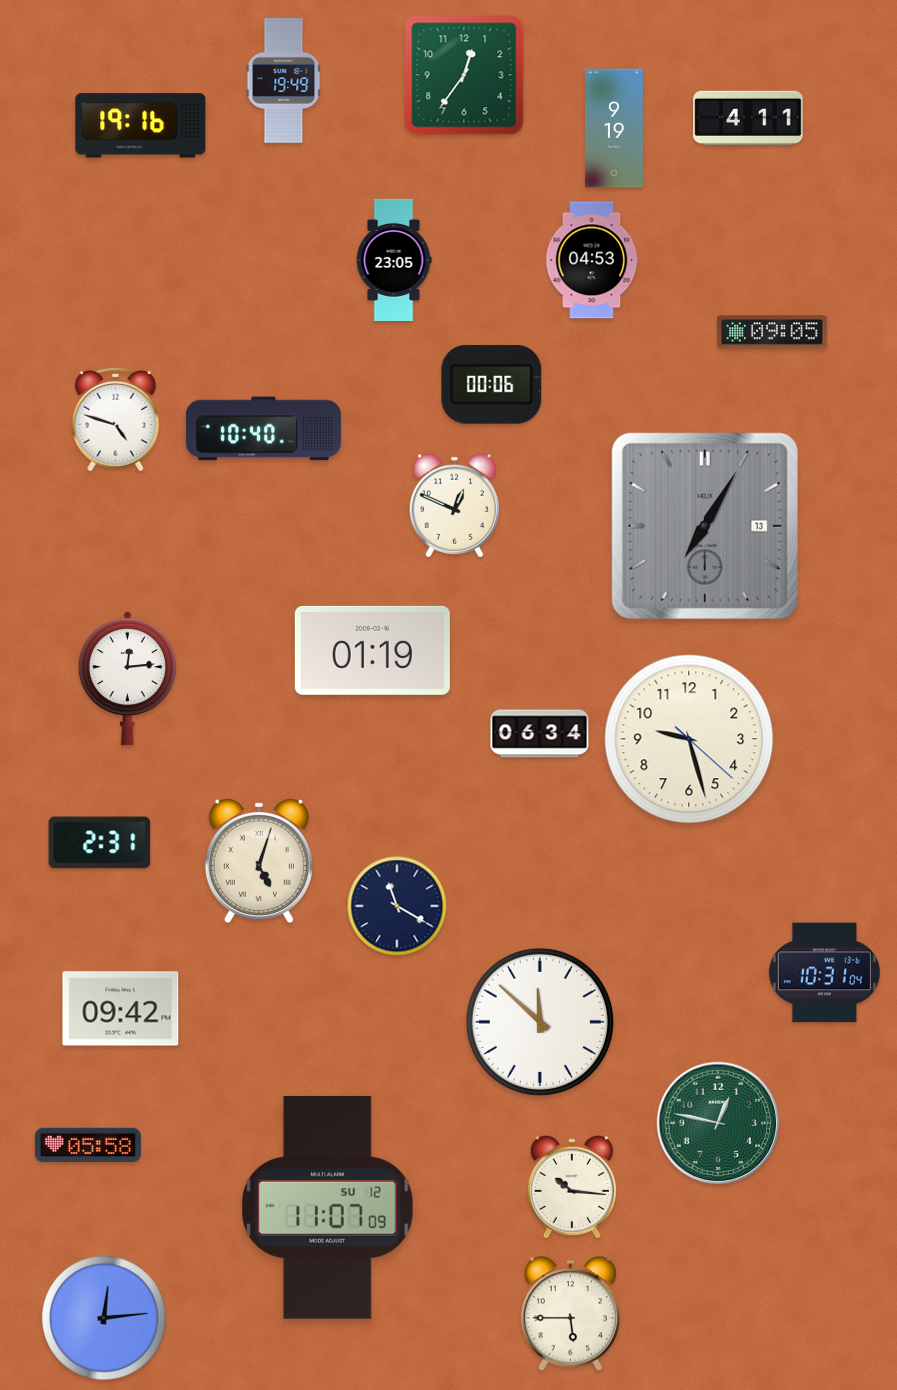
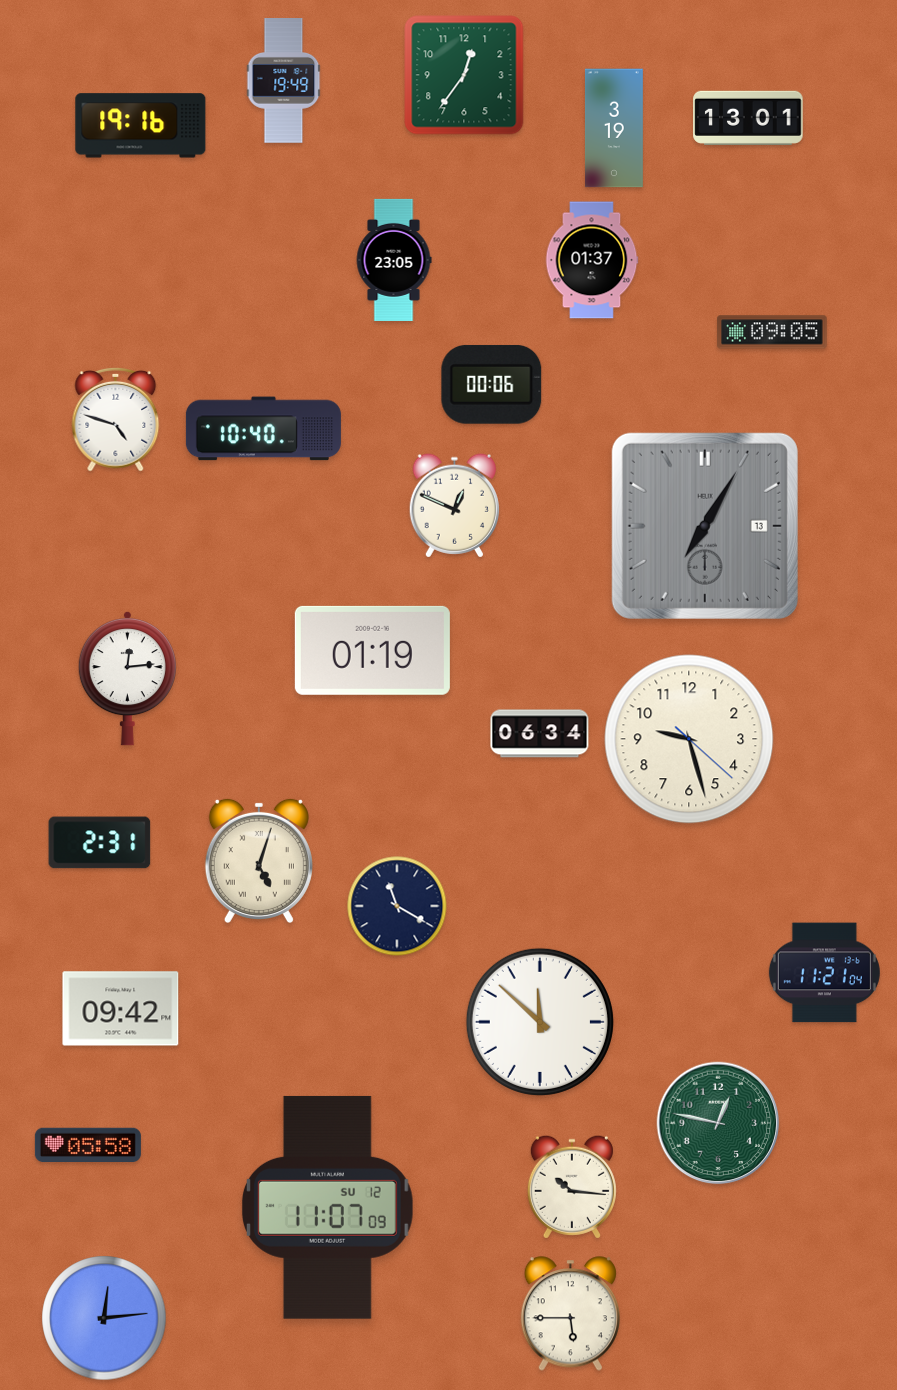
clock at (748, 118): 4:11 -> 13:01
clock at (614, 128): 9:19 -> 3:19
clock at (592, 260): 04:53 -> 01:37
clock at (824, 973): 10:31 -> 11:21
